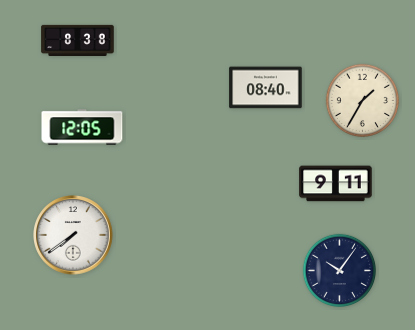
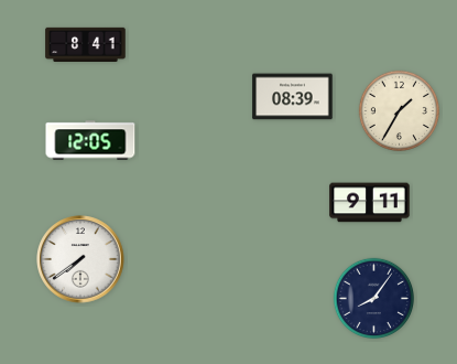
clock at (78, 40): 8:38 -> 8:41
clock at (266, 88): 08:40 -> 08:39
clock at (340, 271): 10:06 -> 8:06
